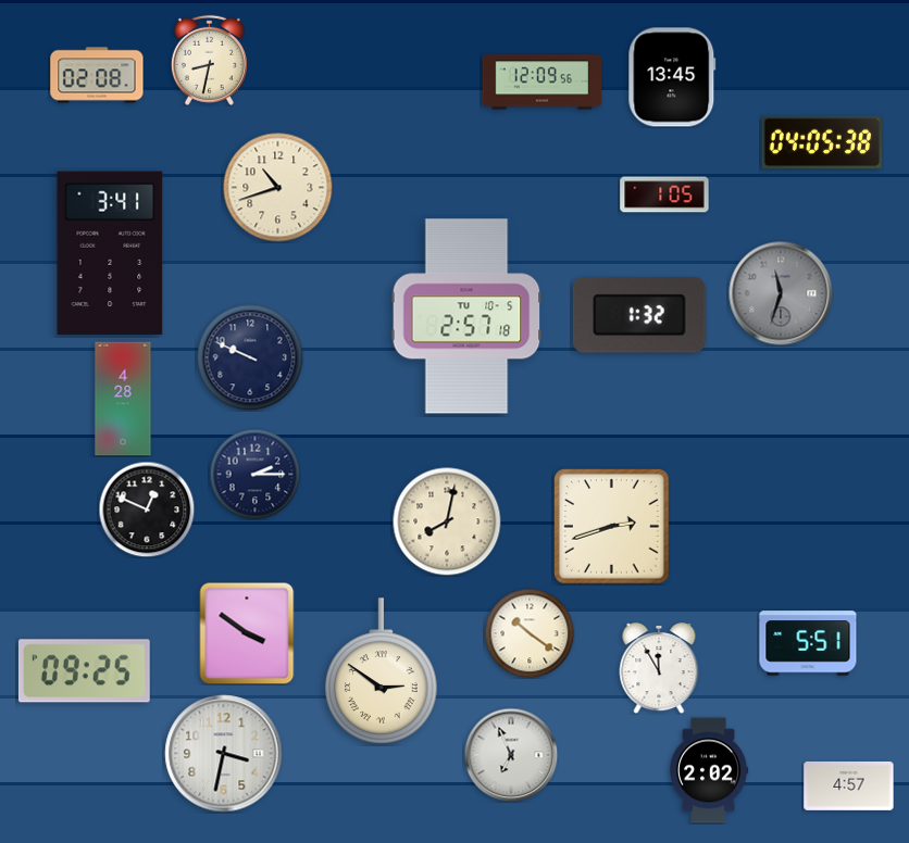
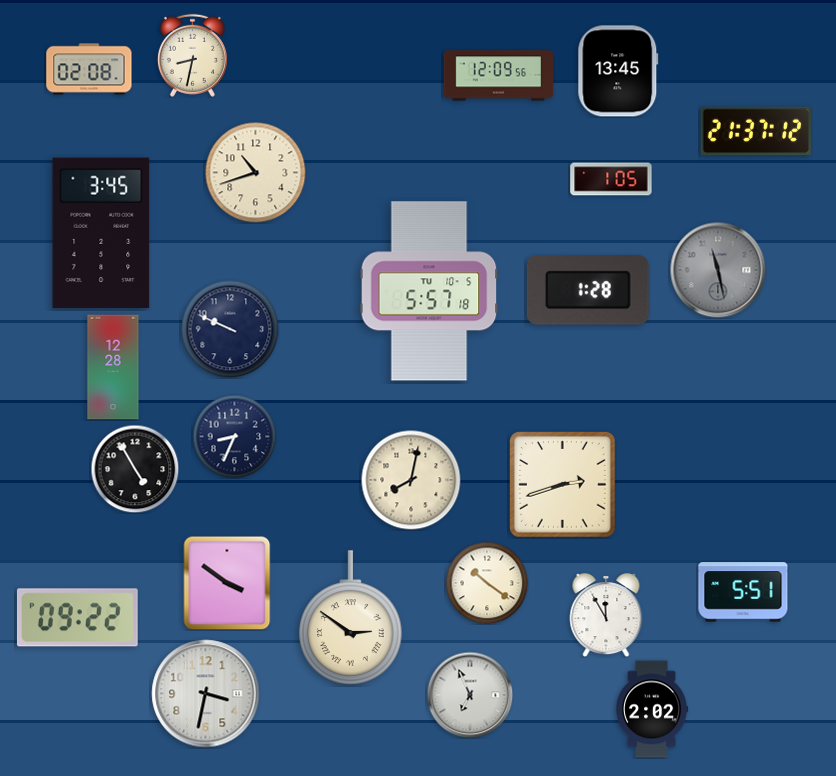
clock at (821, 142): 04:05 -> 21:37
clock at (110, 253): 3:41 -> 3:45
clock at (781, 293): 11:33 -> 11:28
clock at (639, 315): 1:32 -> 1:28
clock at (466, 316): 2:57 -> 5:57
clock at (123, 399): 4:28 -> 12:28
clock at (254, 474): 2:15 -> 8:34
clock at (147, 509): 12:49 -> 4:55
clock at (84, 671): 09:25 -> 09:22
clock at (849, 785): 4:57 -> none
